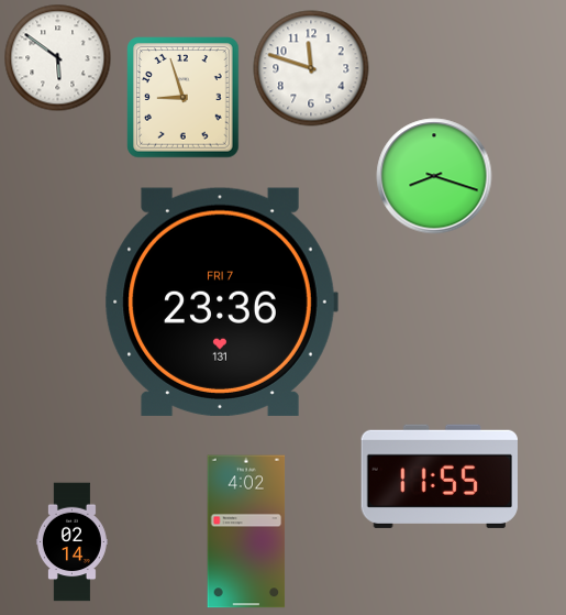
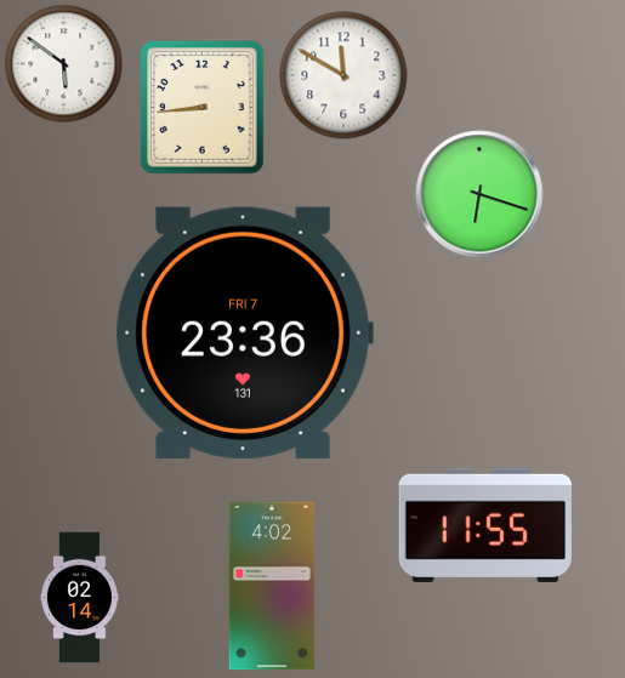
clock at (311, 68): 11:48 -> 11:50
clock at (184, 98): 8:57 -> 8:44
clock at (434, 176): 8:18 -> 6:18
